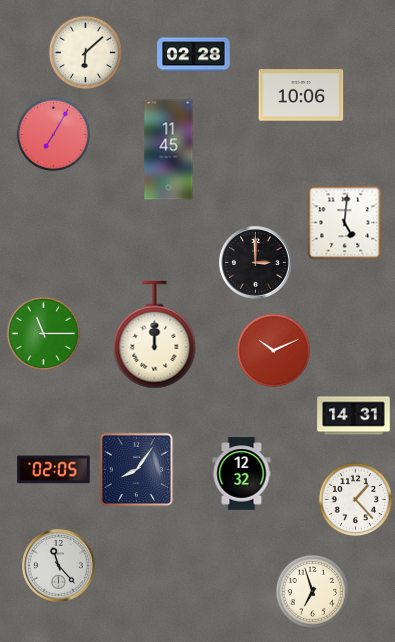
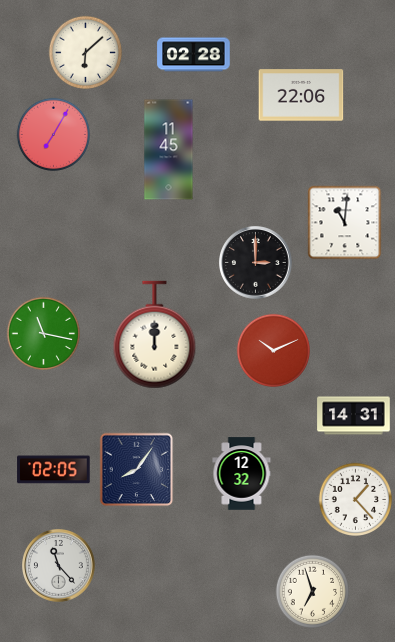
clock at (301, 95): 10:06 -> 22:06
clock at (345, 223): 5:01 -> 11:01
clock at (43, 333): 11:15 -> 11:17
